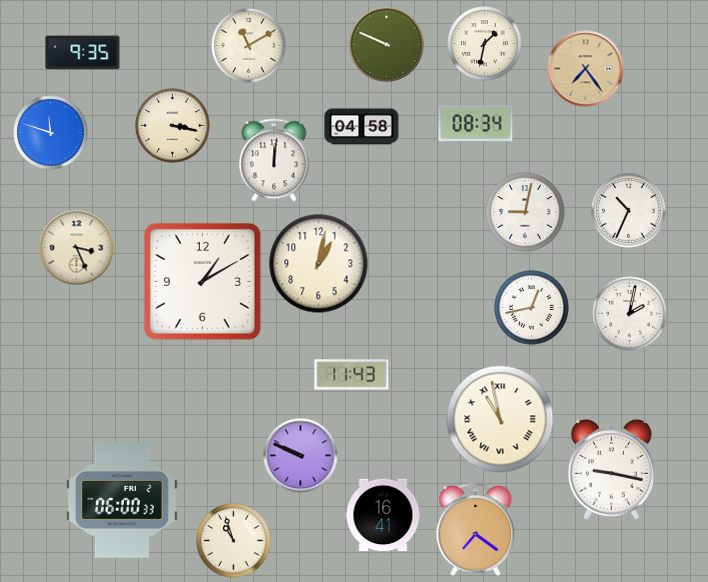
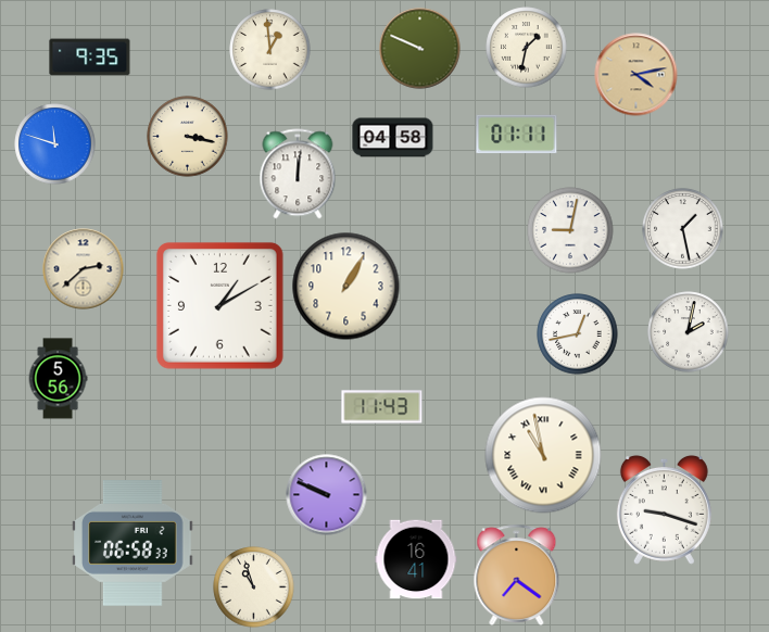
clock at (249, 46): 11:10 -> 12:59
clock at (586, 69): 7:24 -> 4:13
clock at (476, 124): 08:34 -> 01:11
clock at (629, 211): 10:34 -> 1:28
clock at (77, 248): 3:26 -> 2:38
clock at (319, 264): 1:02 -> 1:05
clock at (630, 314) position: (630, 314) -> (689, 332)
clock at (58, 379): none -> 5:56
clock at (611, 469): 9:17 -> 9:18
clock at (122, 500): 06:00 -> 06:58
